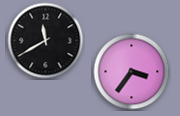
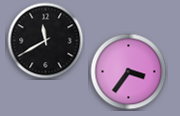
clock at (132, 72) position: (132, 72) -> (129, 72)
